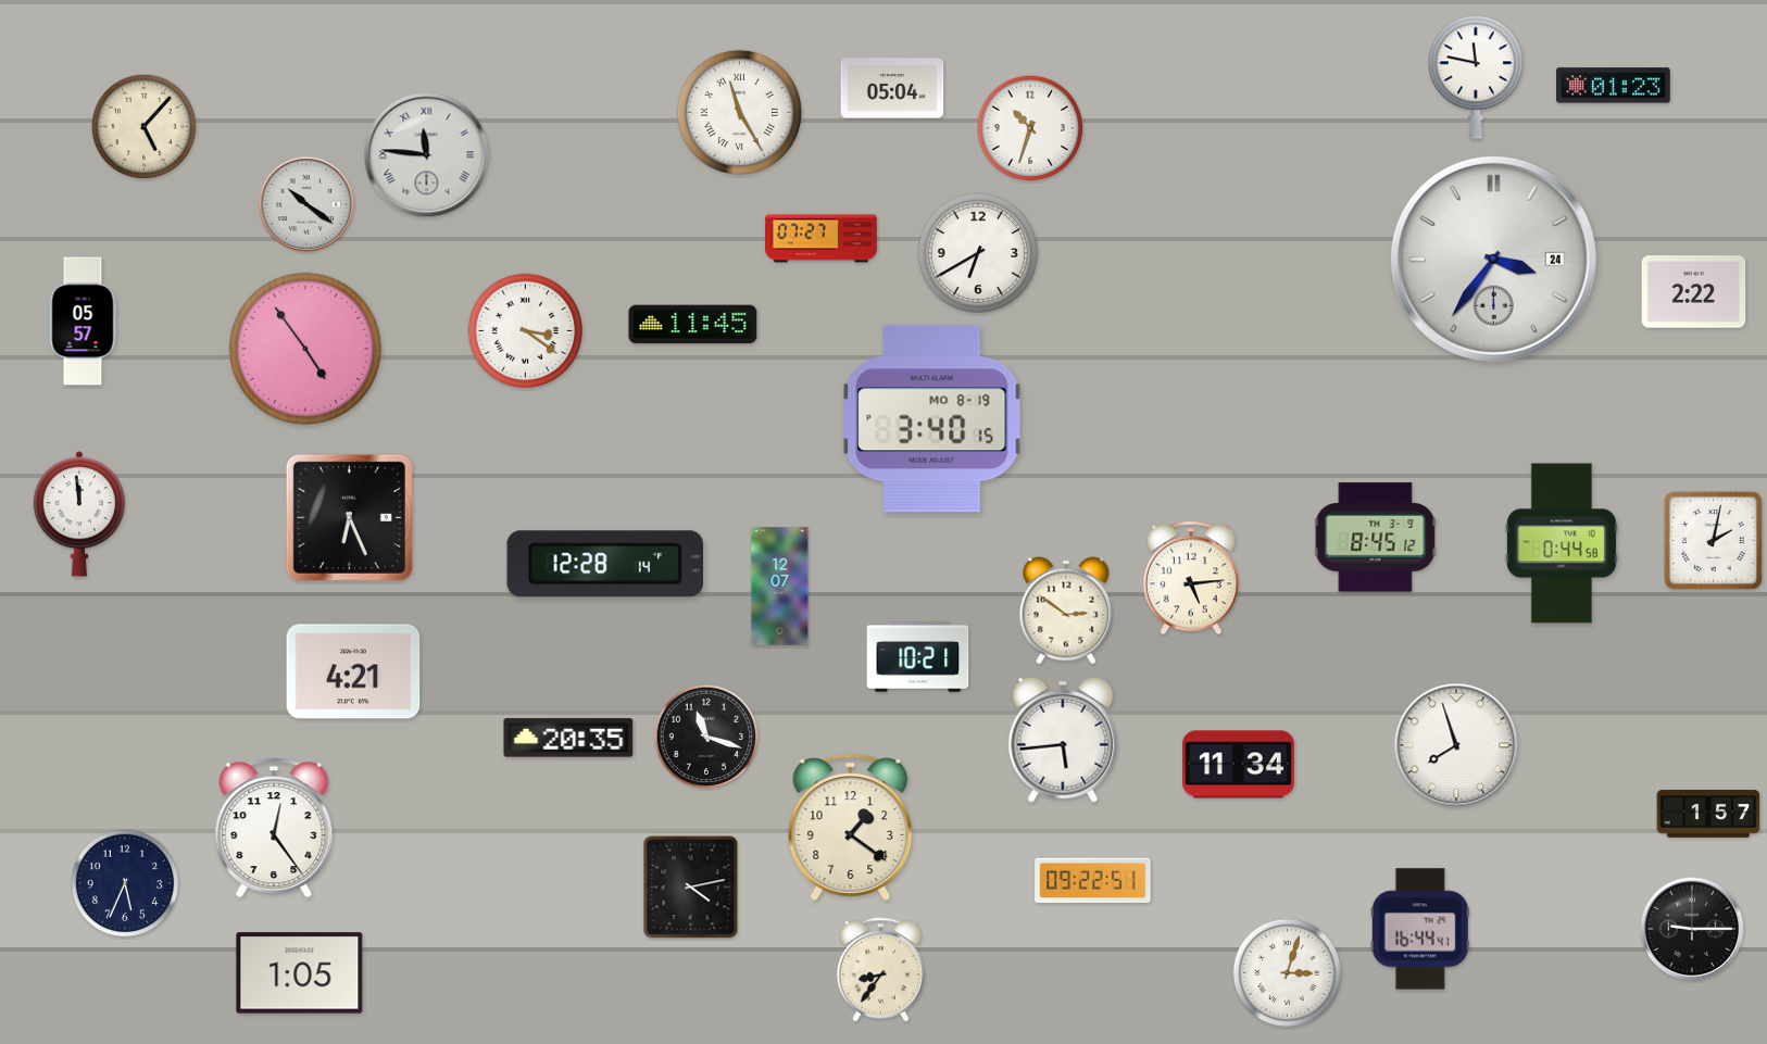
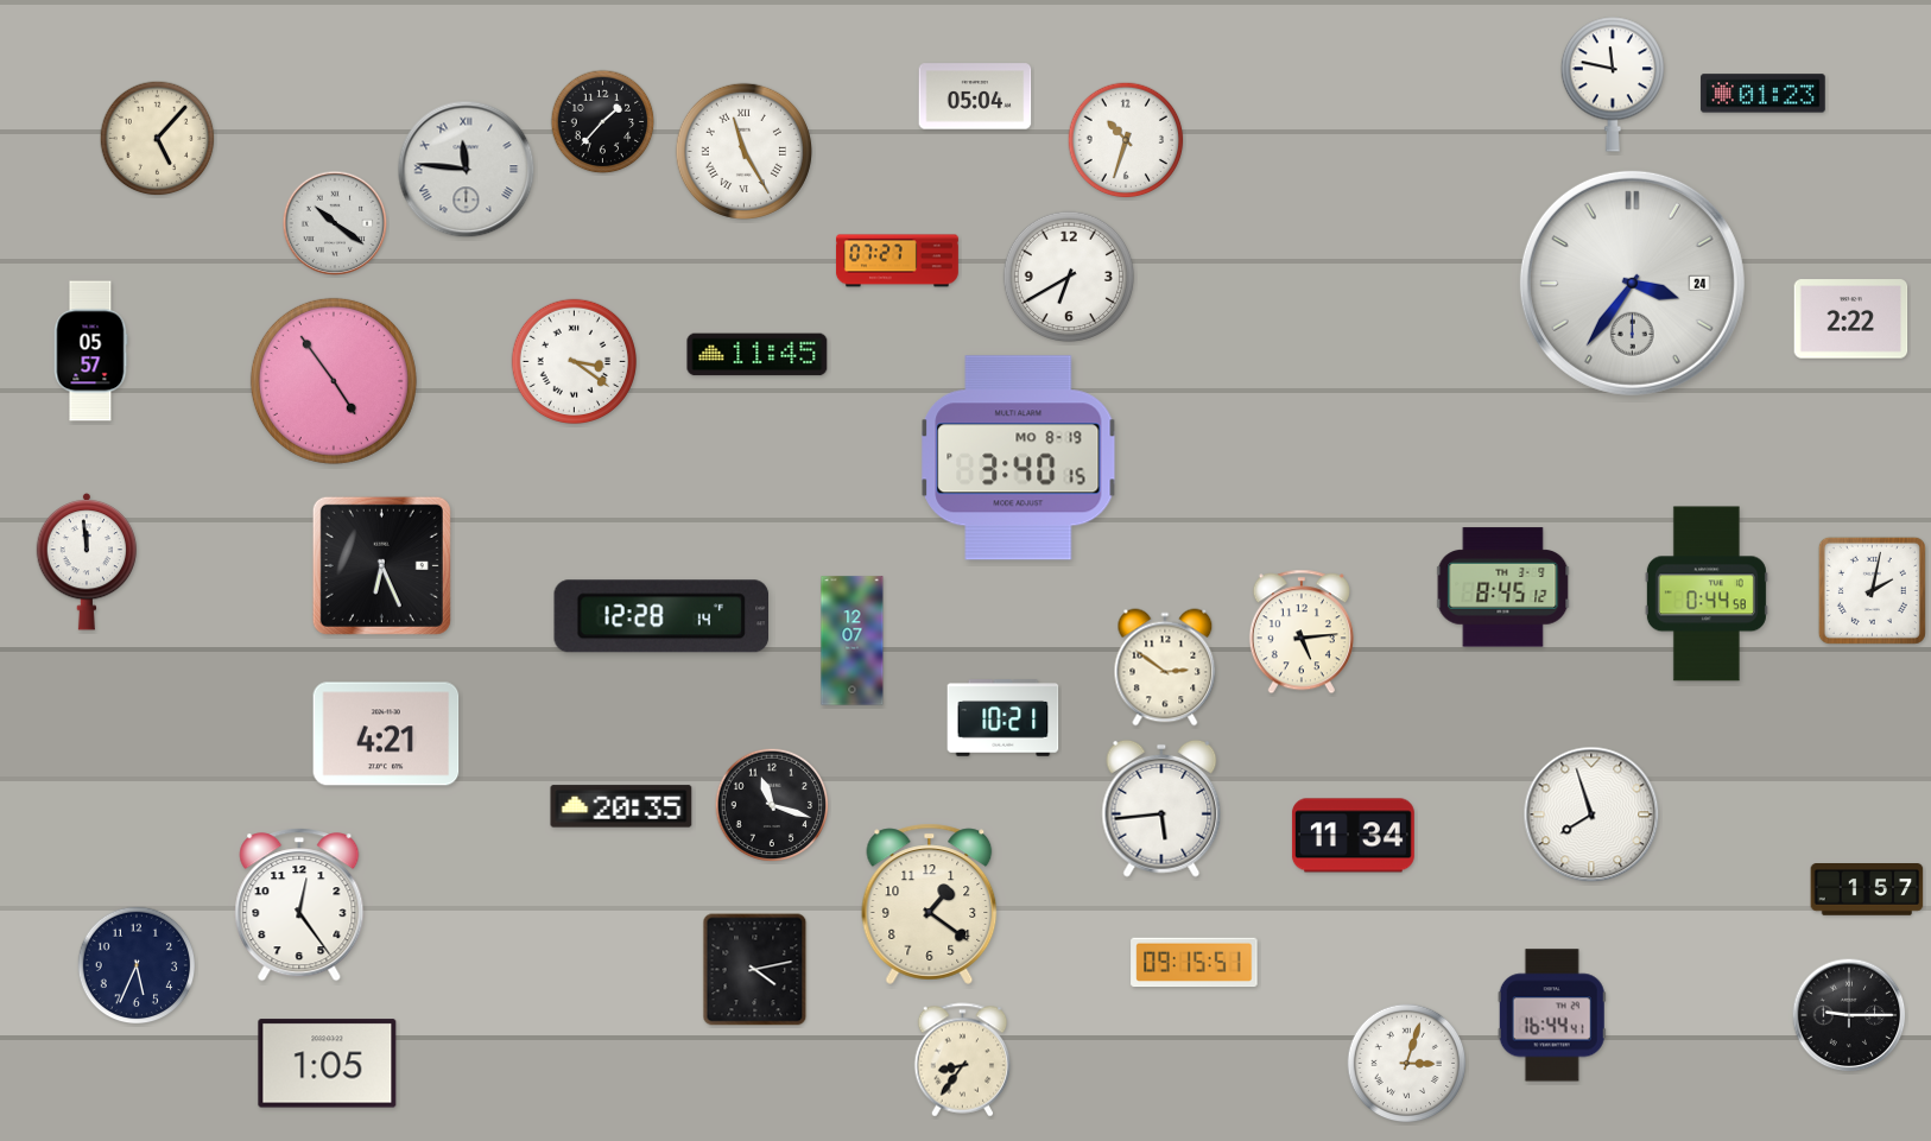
clock at (603, 122): none -> 1:37
clock at (739, 112) position: (739, 112) -> (743, 151)
clock at (1093, 881): 09:22 -> 09:15
